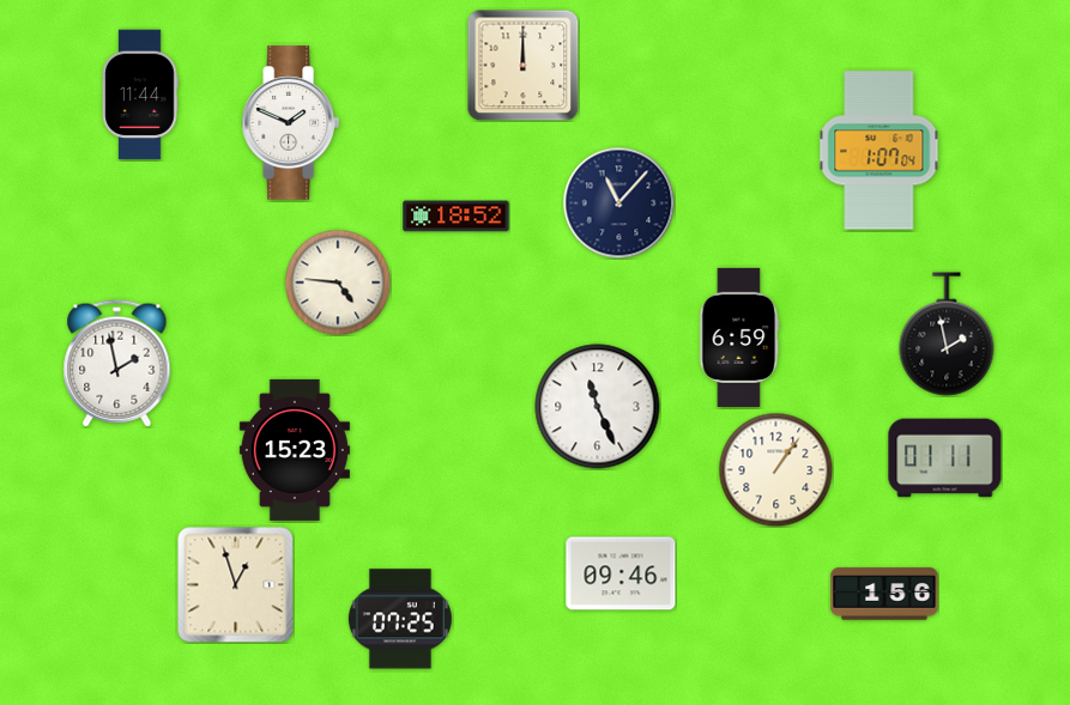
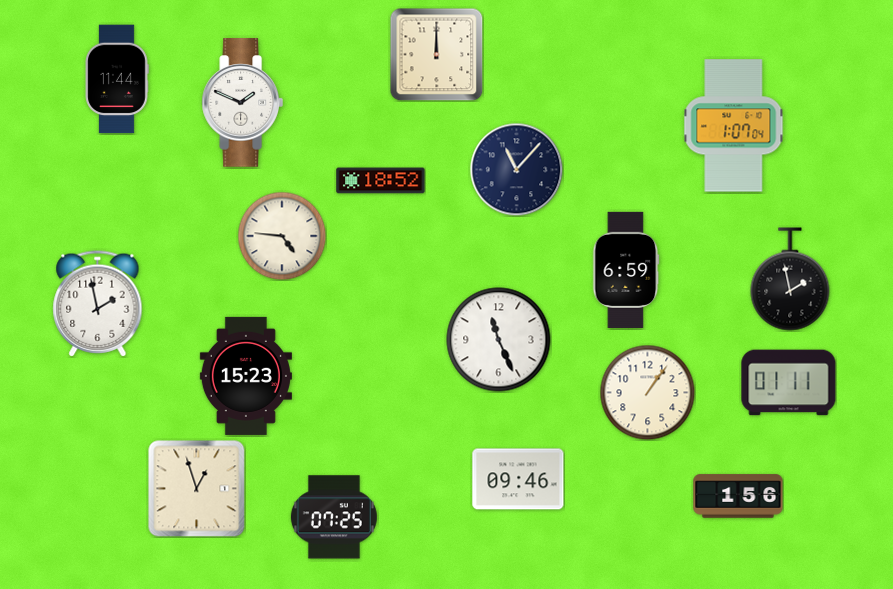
clock at (739, 338) position: (739, 338) -> (626, 270)
